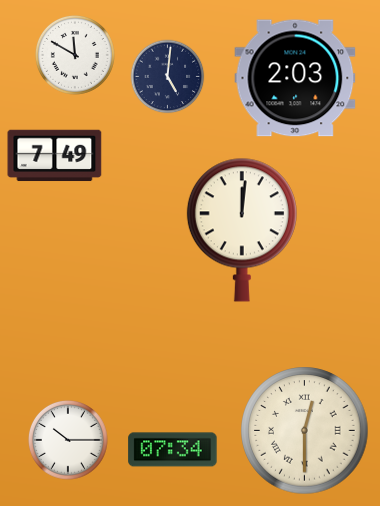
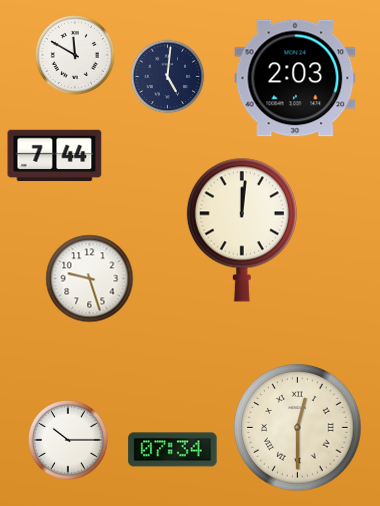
clock at (55, 156): 7:49 -> 7:44
clock at (90, 279): none -> 9:27
clock at (305, 431) position: (305, 431) -> (298, 428)
